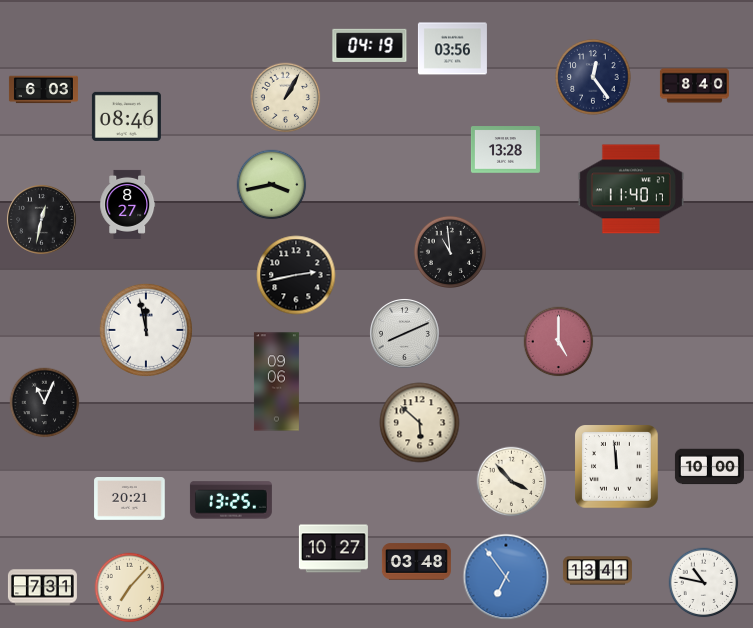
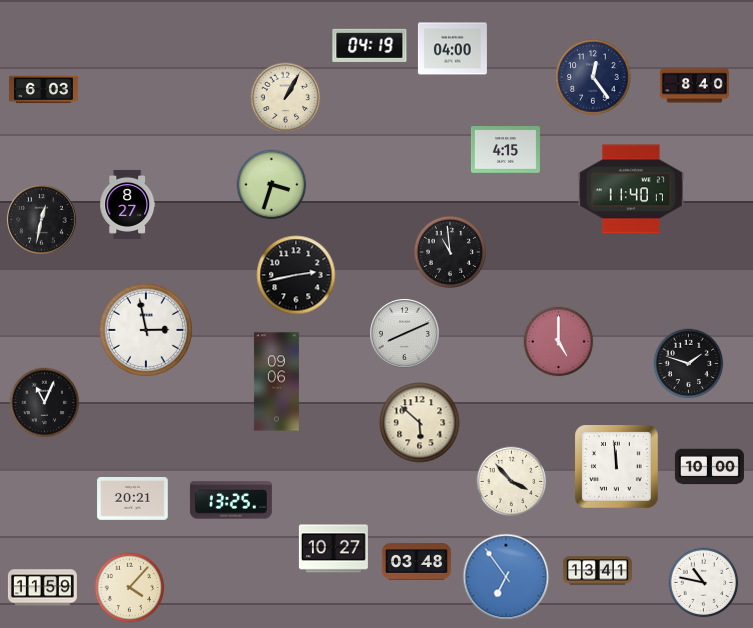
clock at (452, 49): 03:56 -> 04:00
clock at (126, 116): 08:46 -> none
clock at (505, 150): 13:28 -> 4:15
clock at (272, 185): 3:43 -> 3:33
clock at (146, 330): 11:58 -> 2:58
clock at (689, 364): none -> 1:48
clock at (130, 499) position: (130, 499) -> (133, 499)
clock at (42, 588): 7:31 -> 11:59
clock at (130, 588): 7:07 -> 4:07
